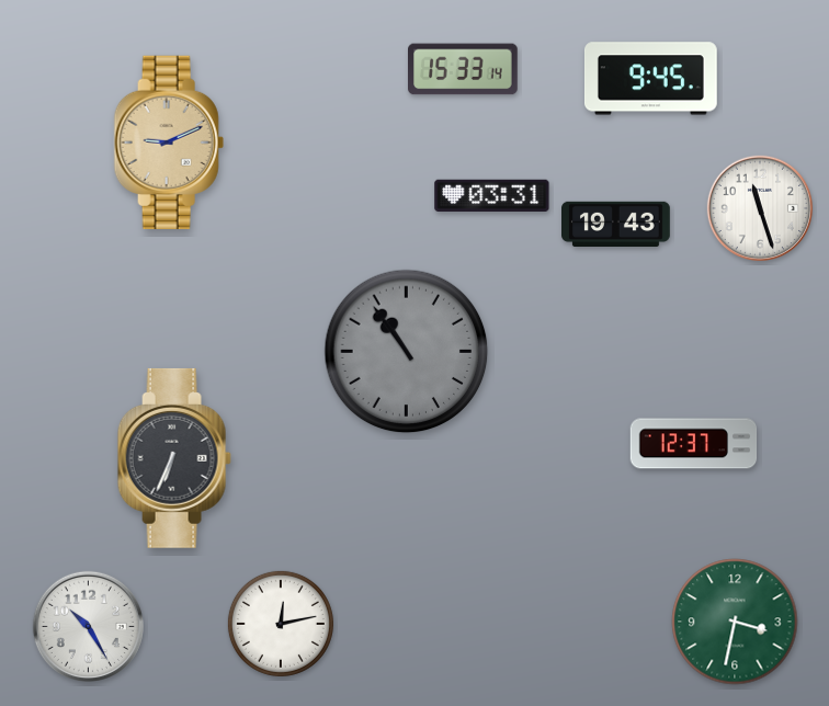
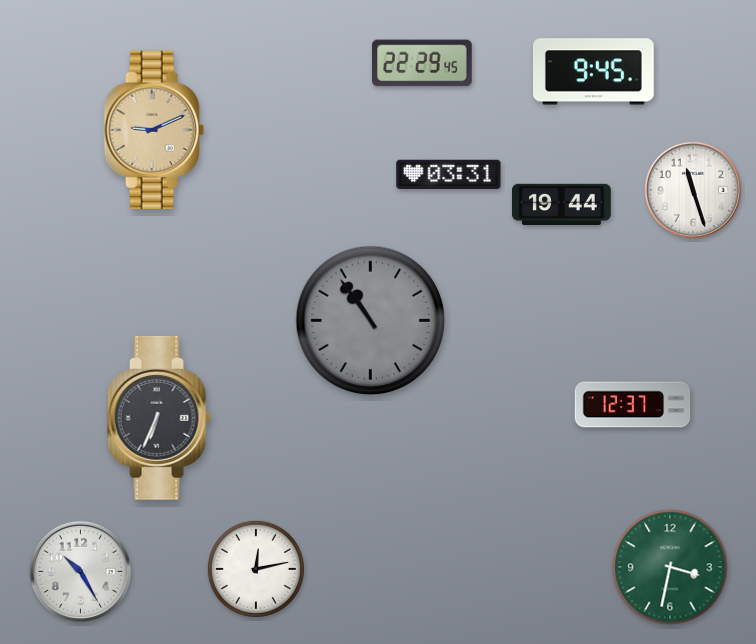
clock at (463, 69): 15:33 -> 22:29
clock at (492, 196) position: (492, 196) -> (449, 175)
clock at (616, 224): 19:43 -> 19:44
